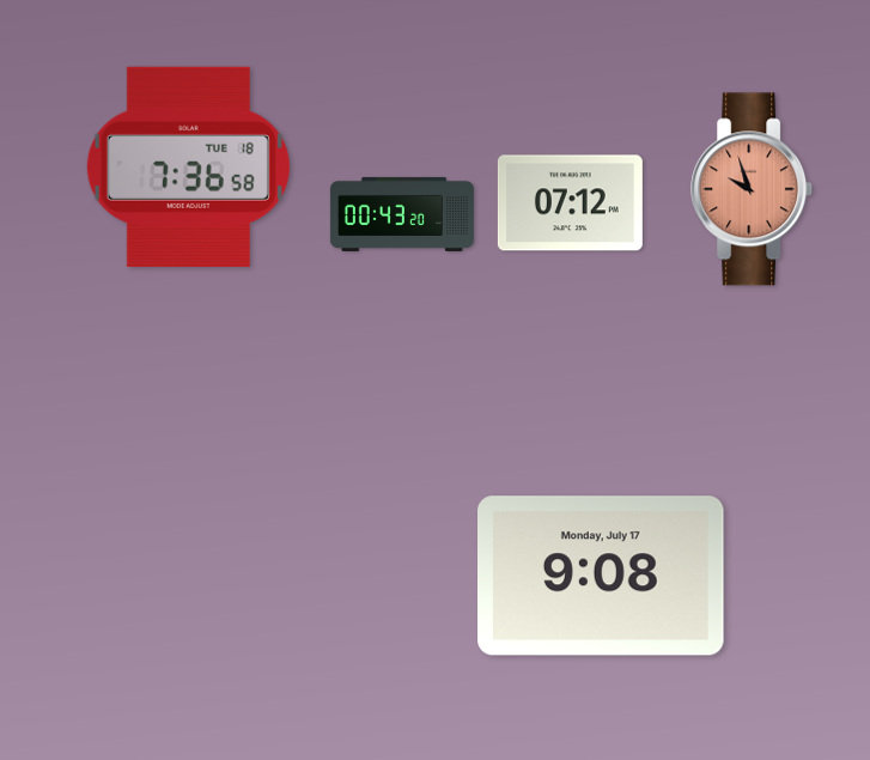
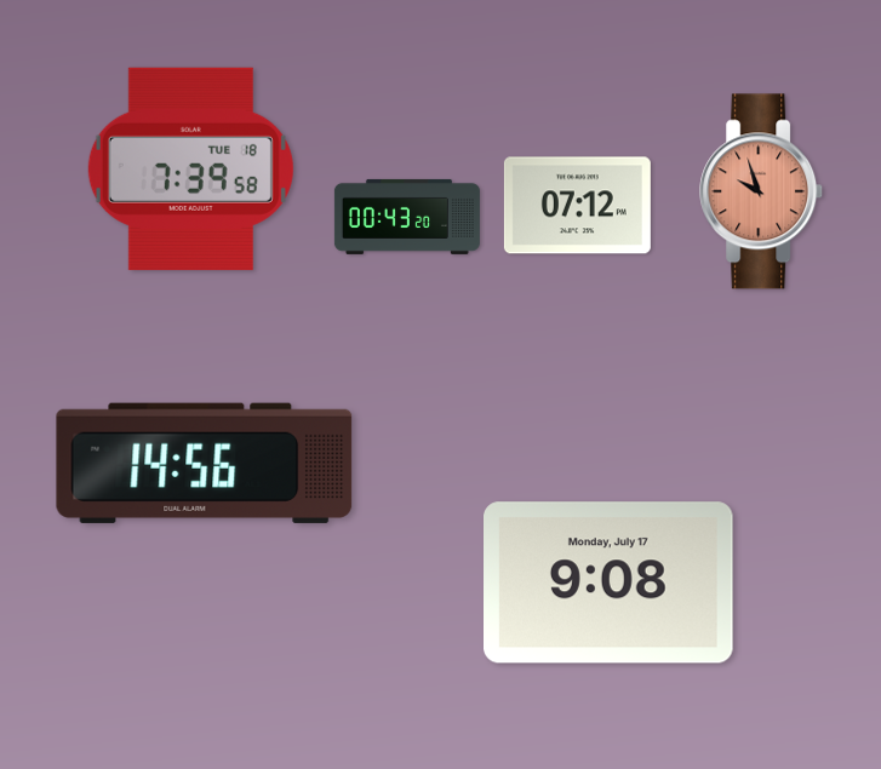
clock at (188, 166): 7:36 -> 7:39
clock at (205, 463): none -> 14:56
